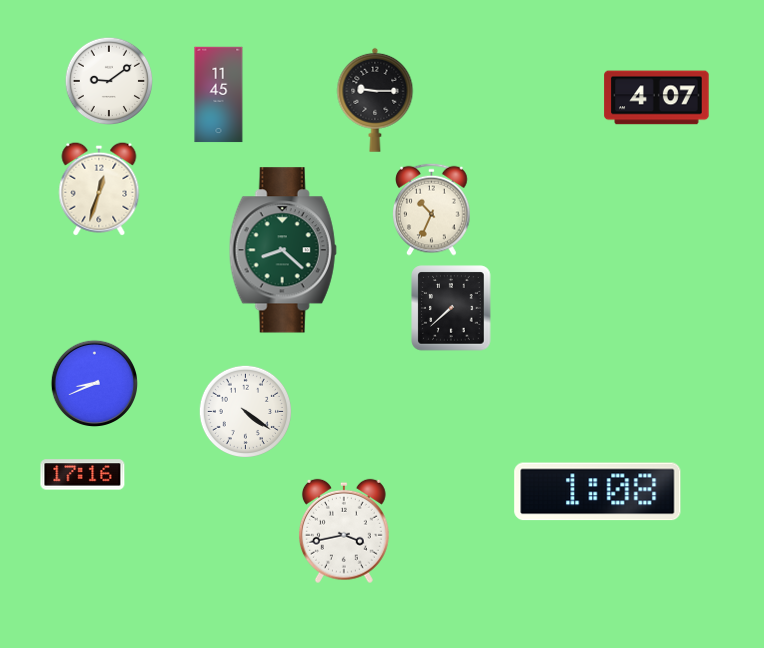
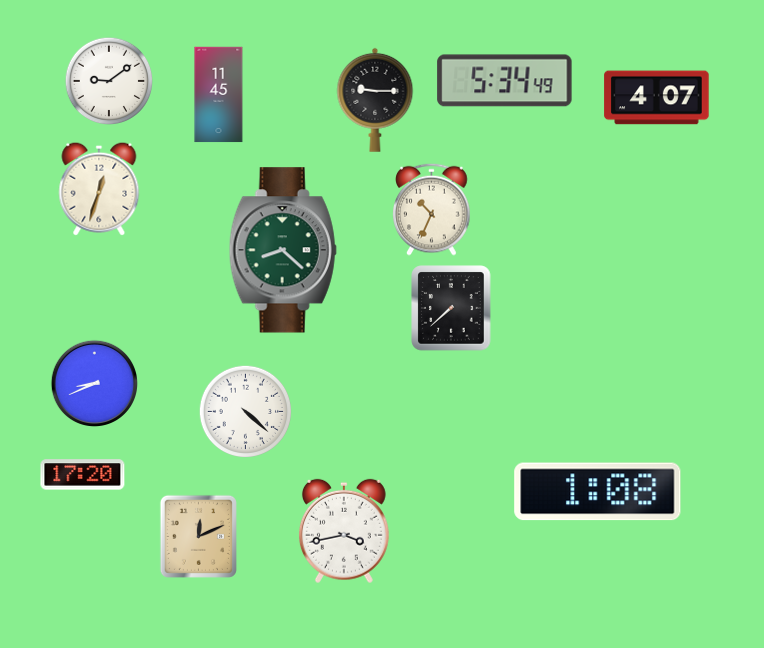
clock at (505, 81): none -> 5:34
clock at (245, 411): 4:21 -> 4:22
clock at (83, 475): 17:16 -> 17:20
clock at (198, 536): none -> 12:11
